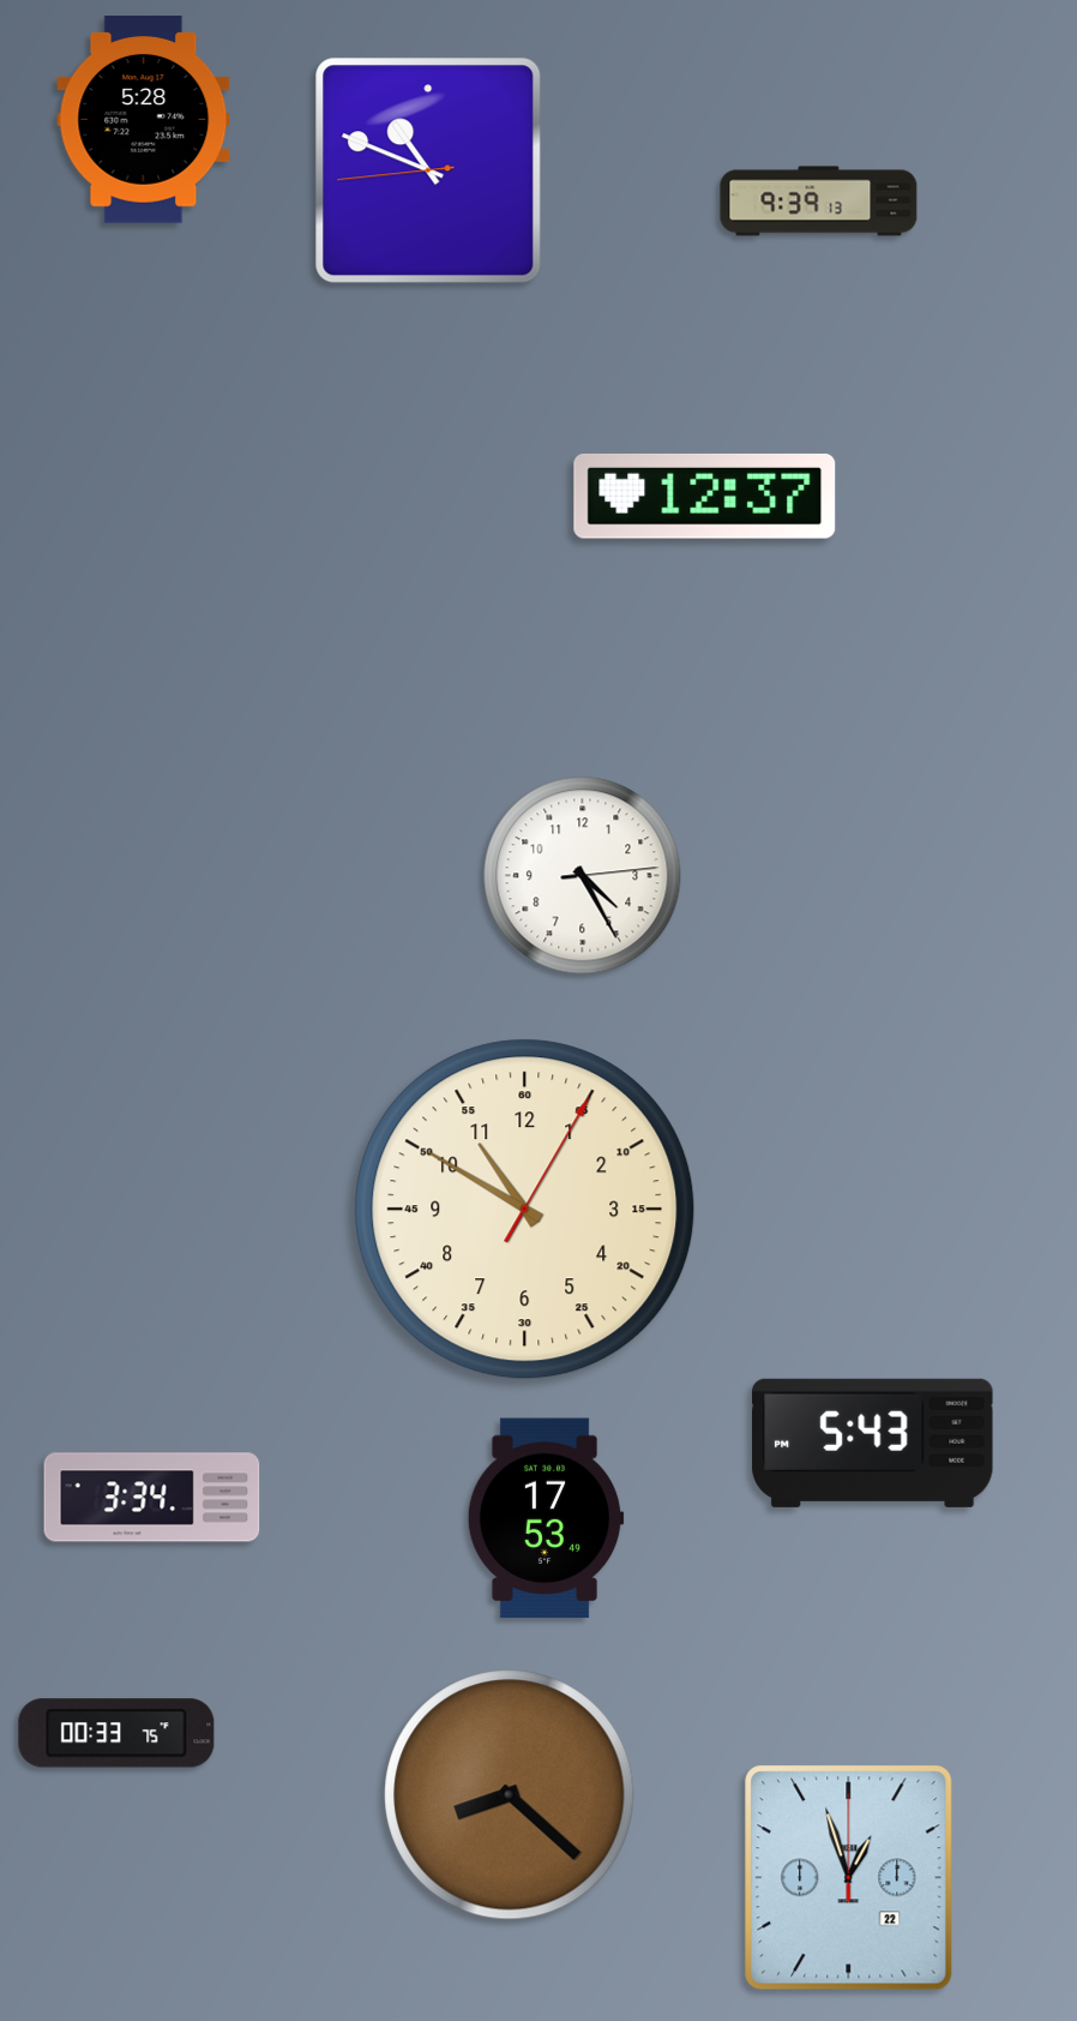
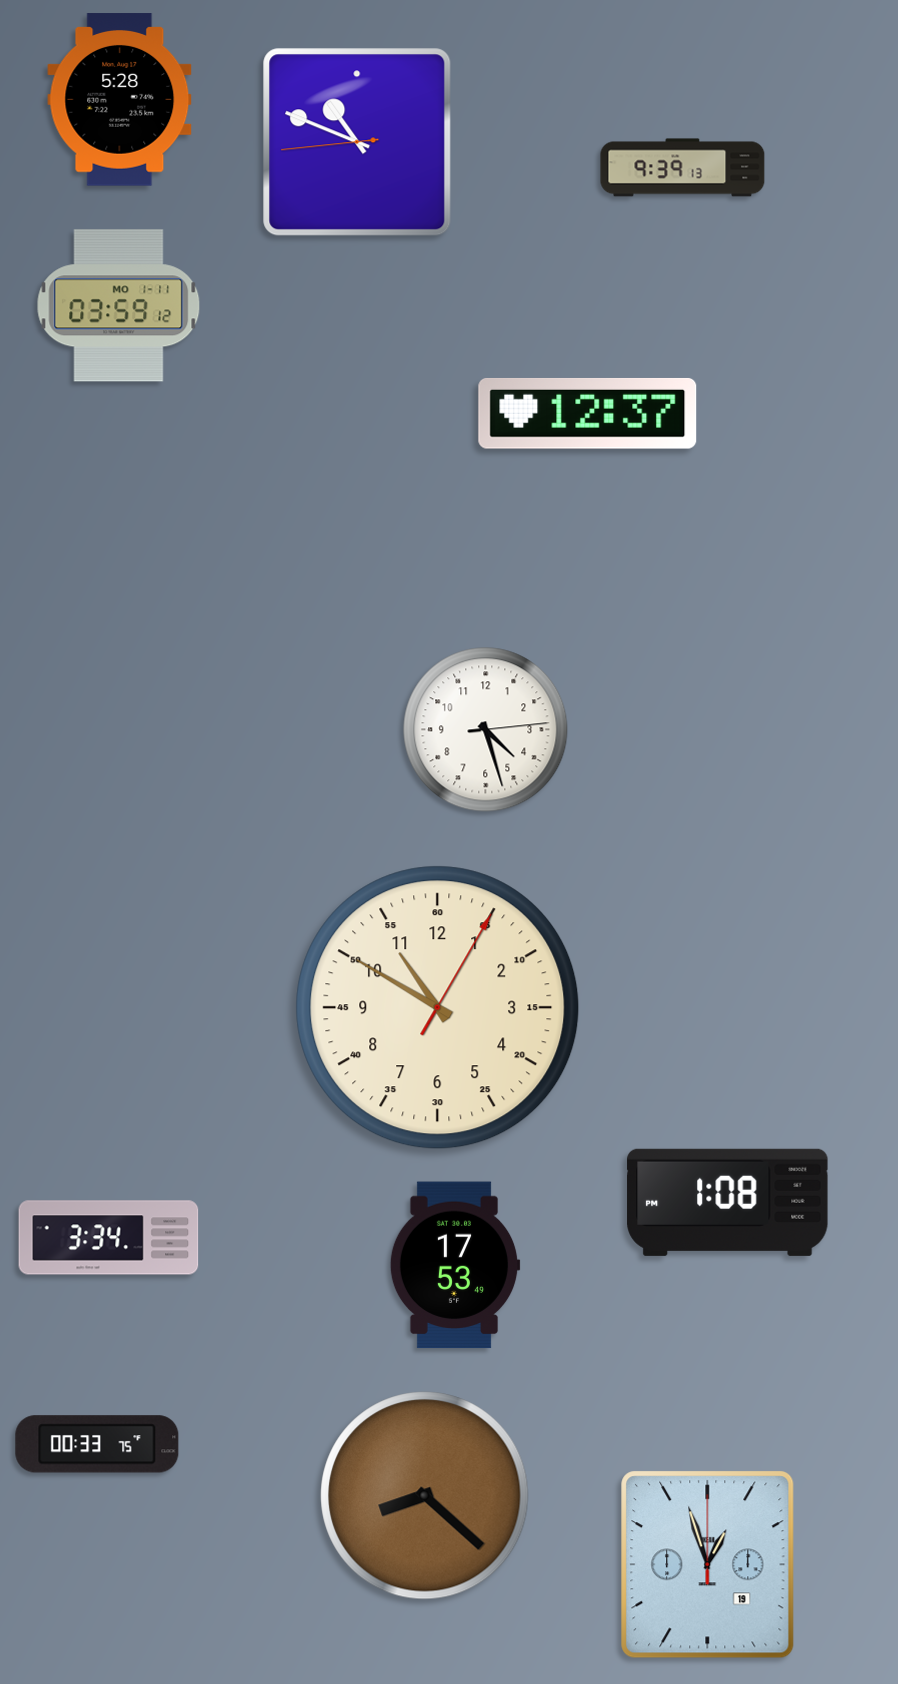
clock at (119, 306): none -> 03:59
clock at (583, 876): 4:25 -> 4:27
clock at (873, 1443): 5:43 -> 1:08
clock at (152, 1498) position: (152, 1498) -> (109, 1238)
clock at (849, 1878) date: 22 -> 19
